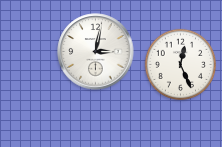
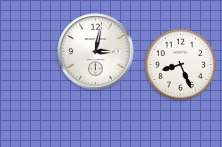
clock at (181, 65): 12:26 -> 8:26
